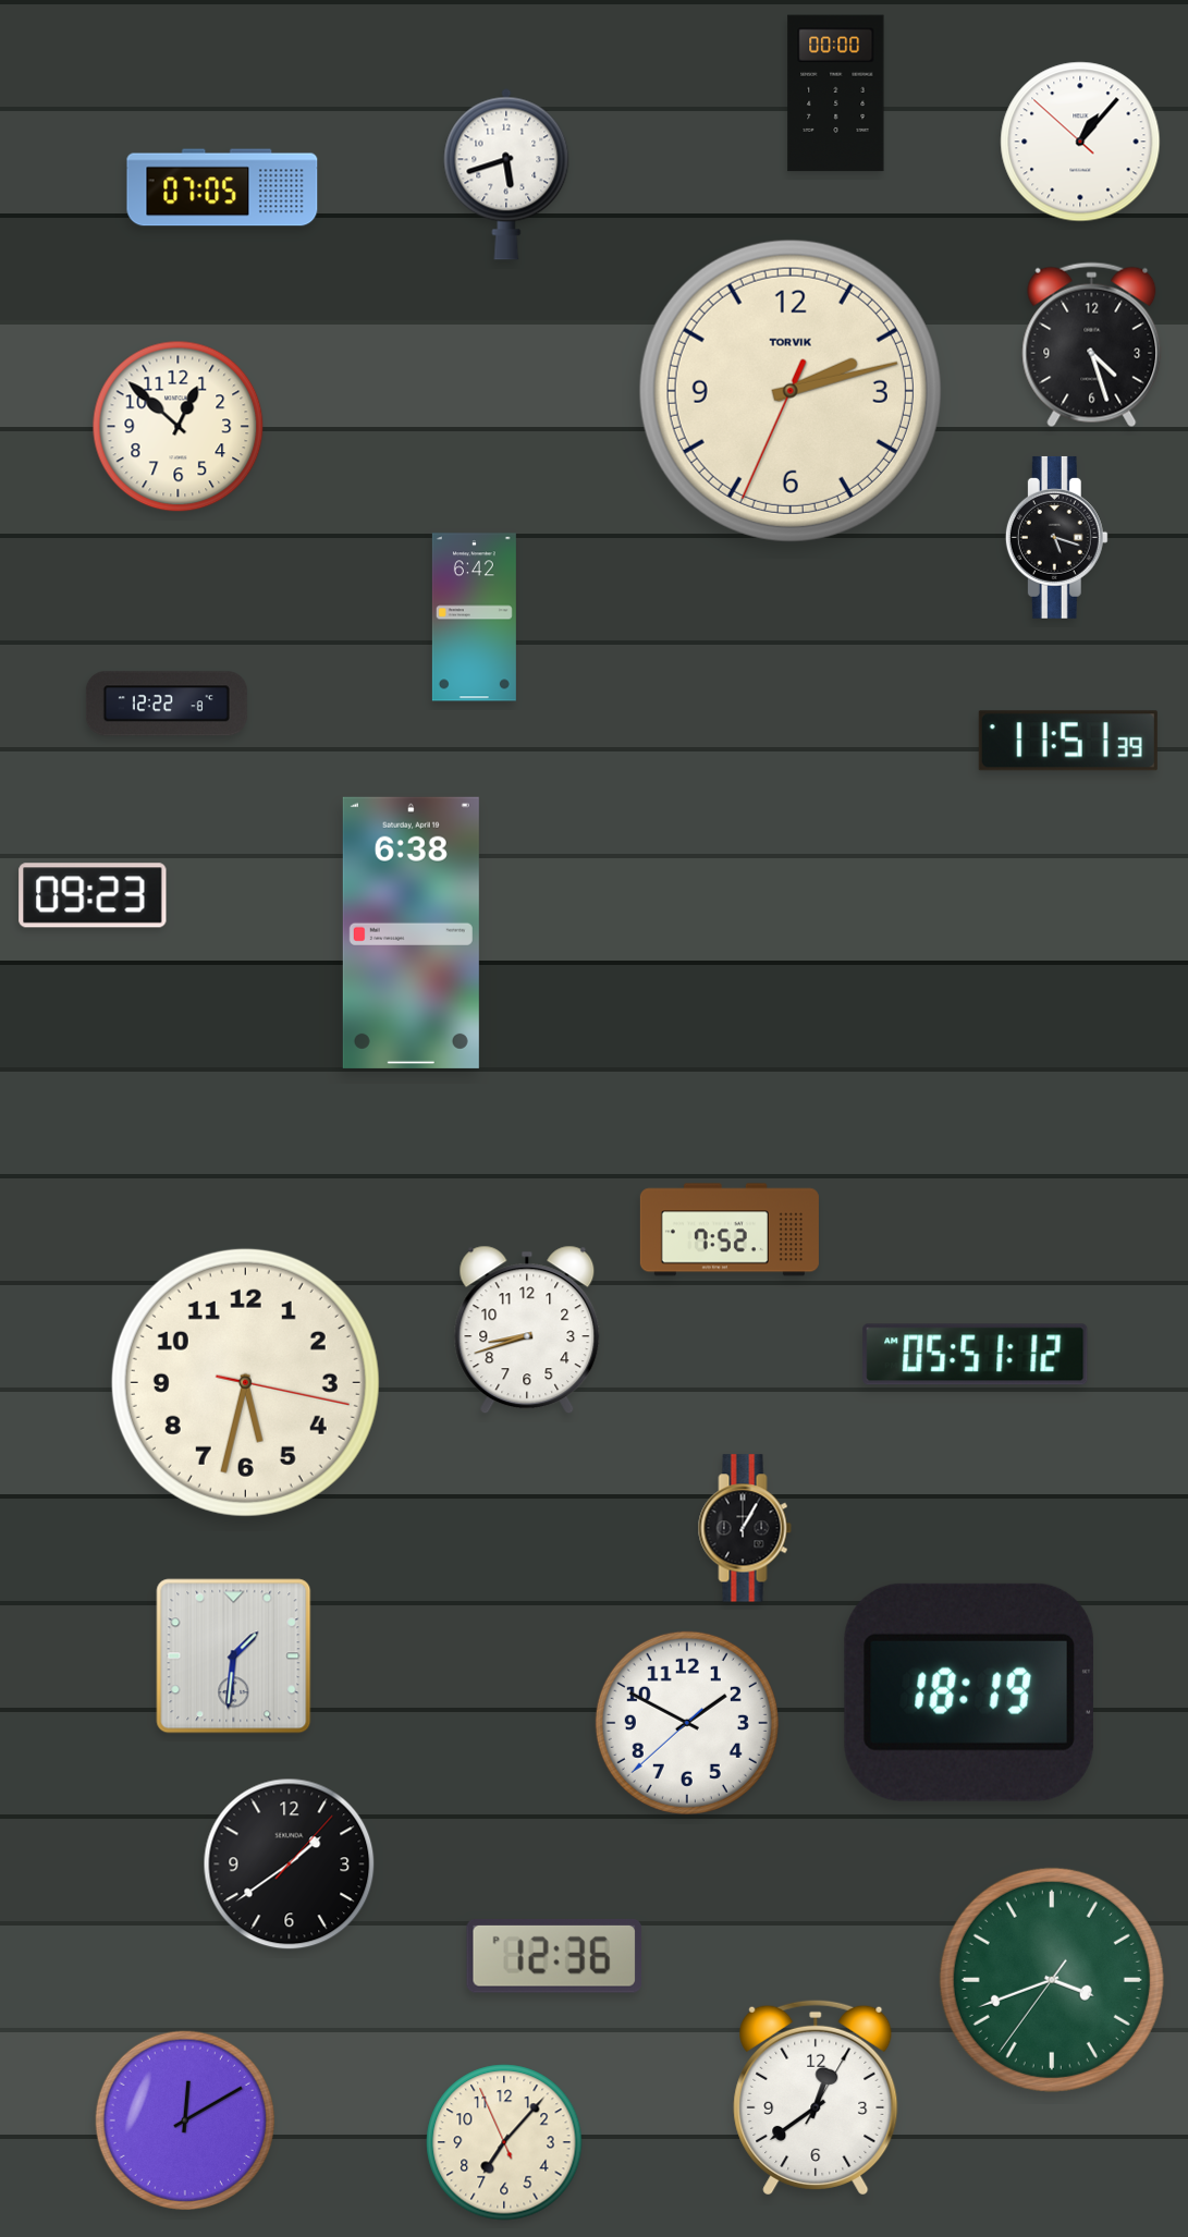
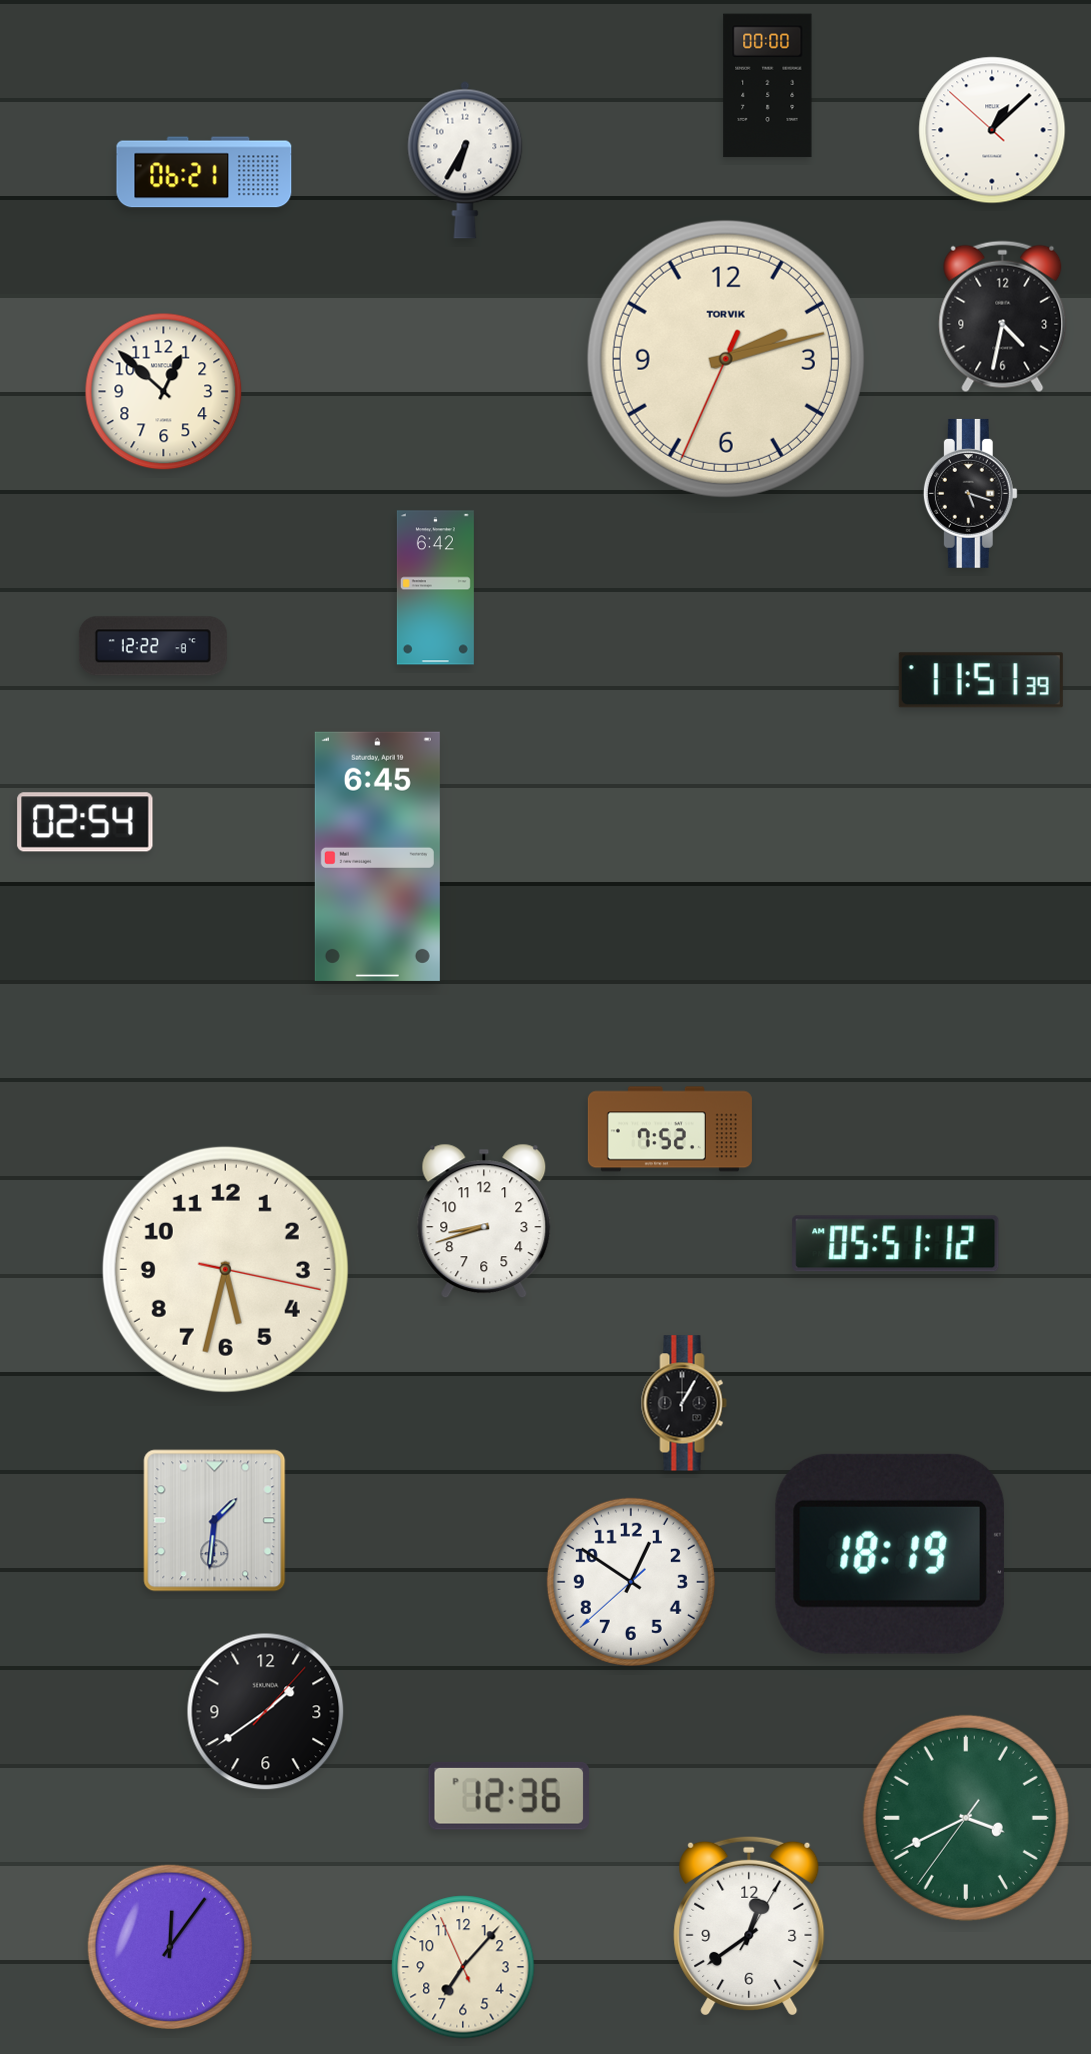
clock at (1080, 142): 1:06 -> 1:07
clock at (506, 174): 5:42 -> 6:35
clock at (222, 187): 07:05 -> 06:21
clock at (1092, 345): 4:27 -> 4:32
clock at (474, 618) position: (474, 618) -> (435, 588)
clock at (93, 895): 09:23 -> 02:54
clock at (411, 932): 6:38 -> 6:45
clock at (687, 1723): 1:49 -> 12:50
clock at (1052, 1980): 3:41 -> 3:40
clock at (185, 2120): 12:10 -> 12:06
